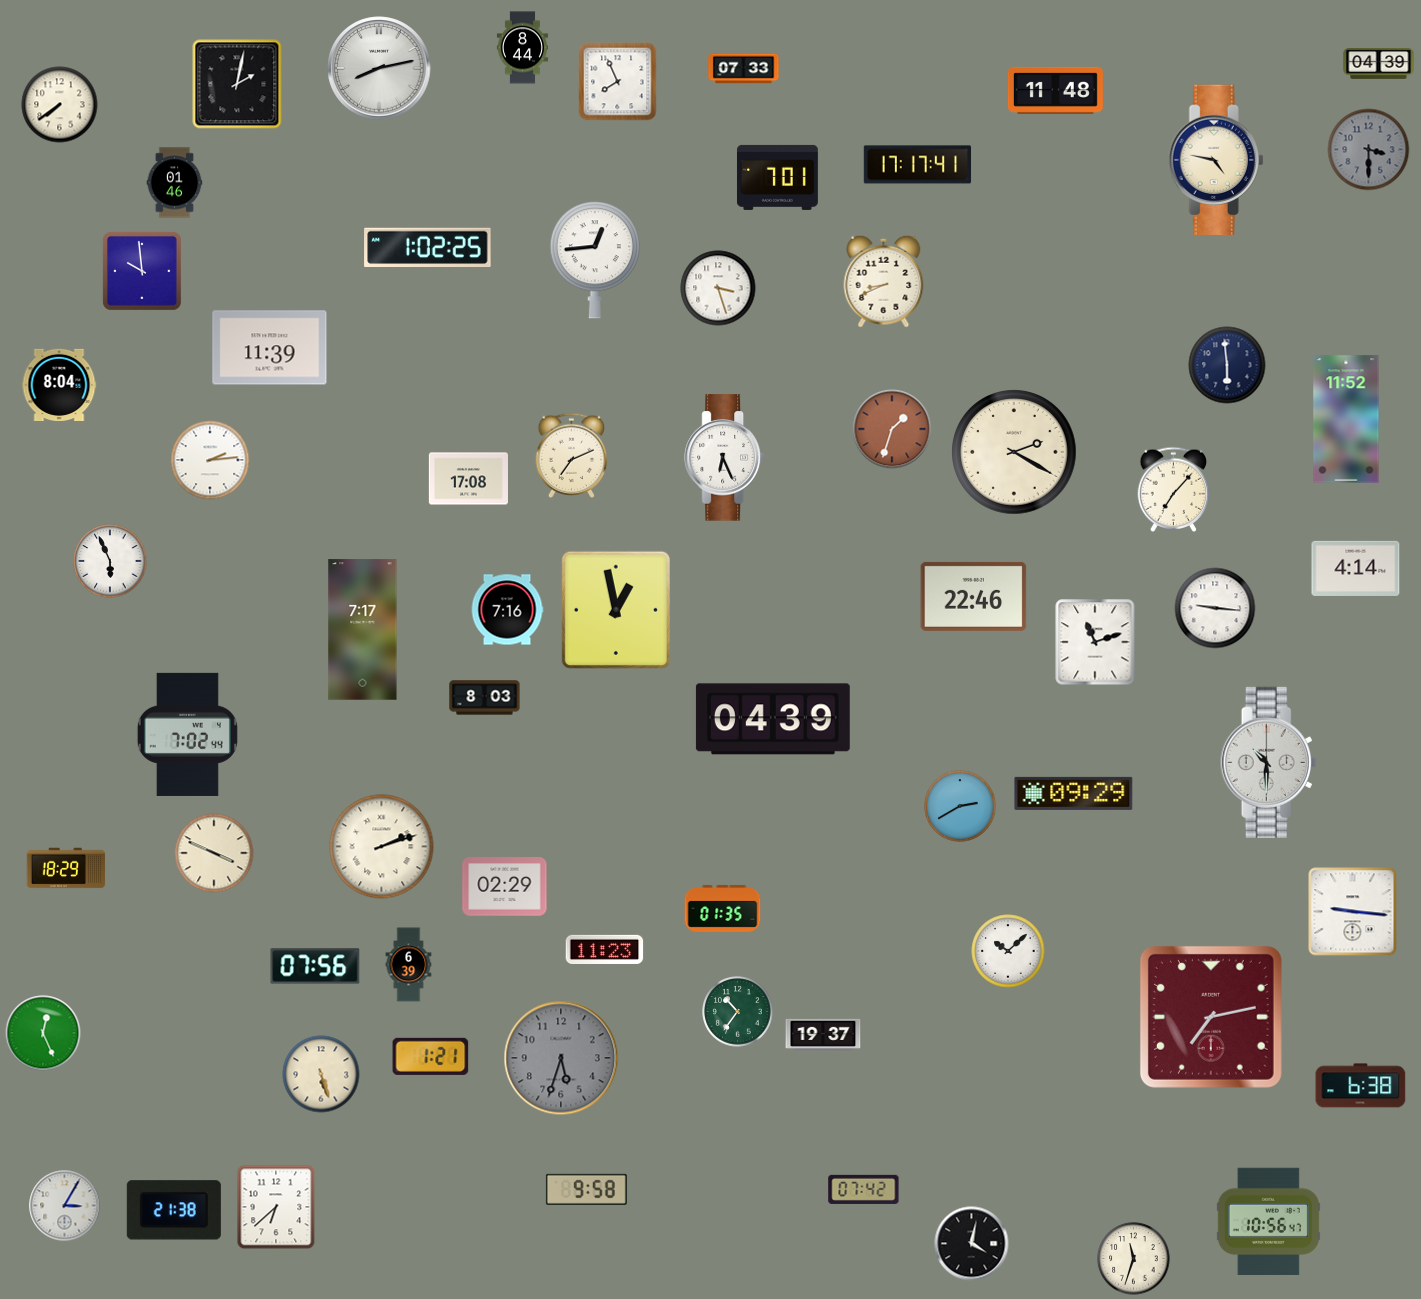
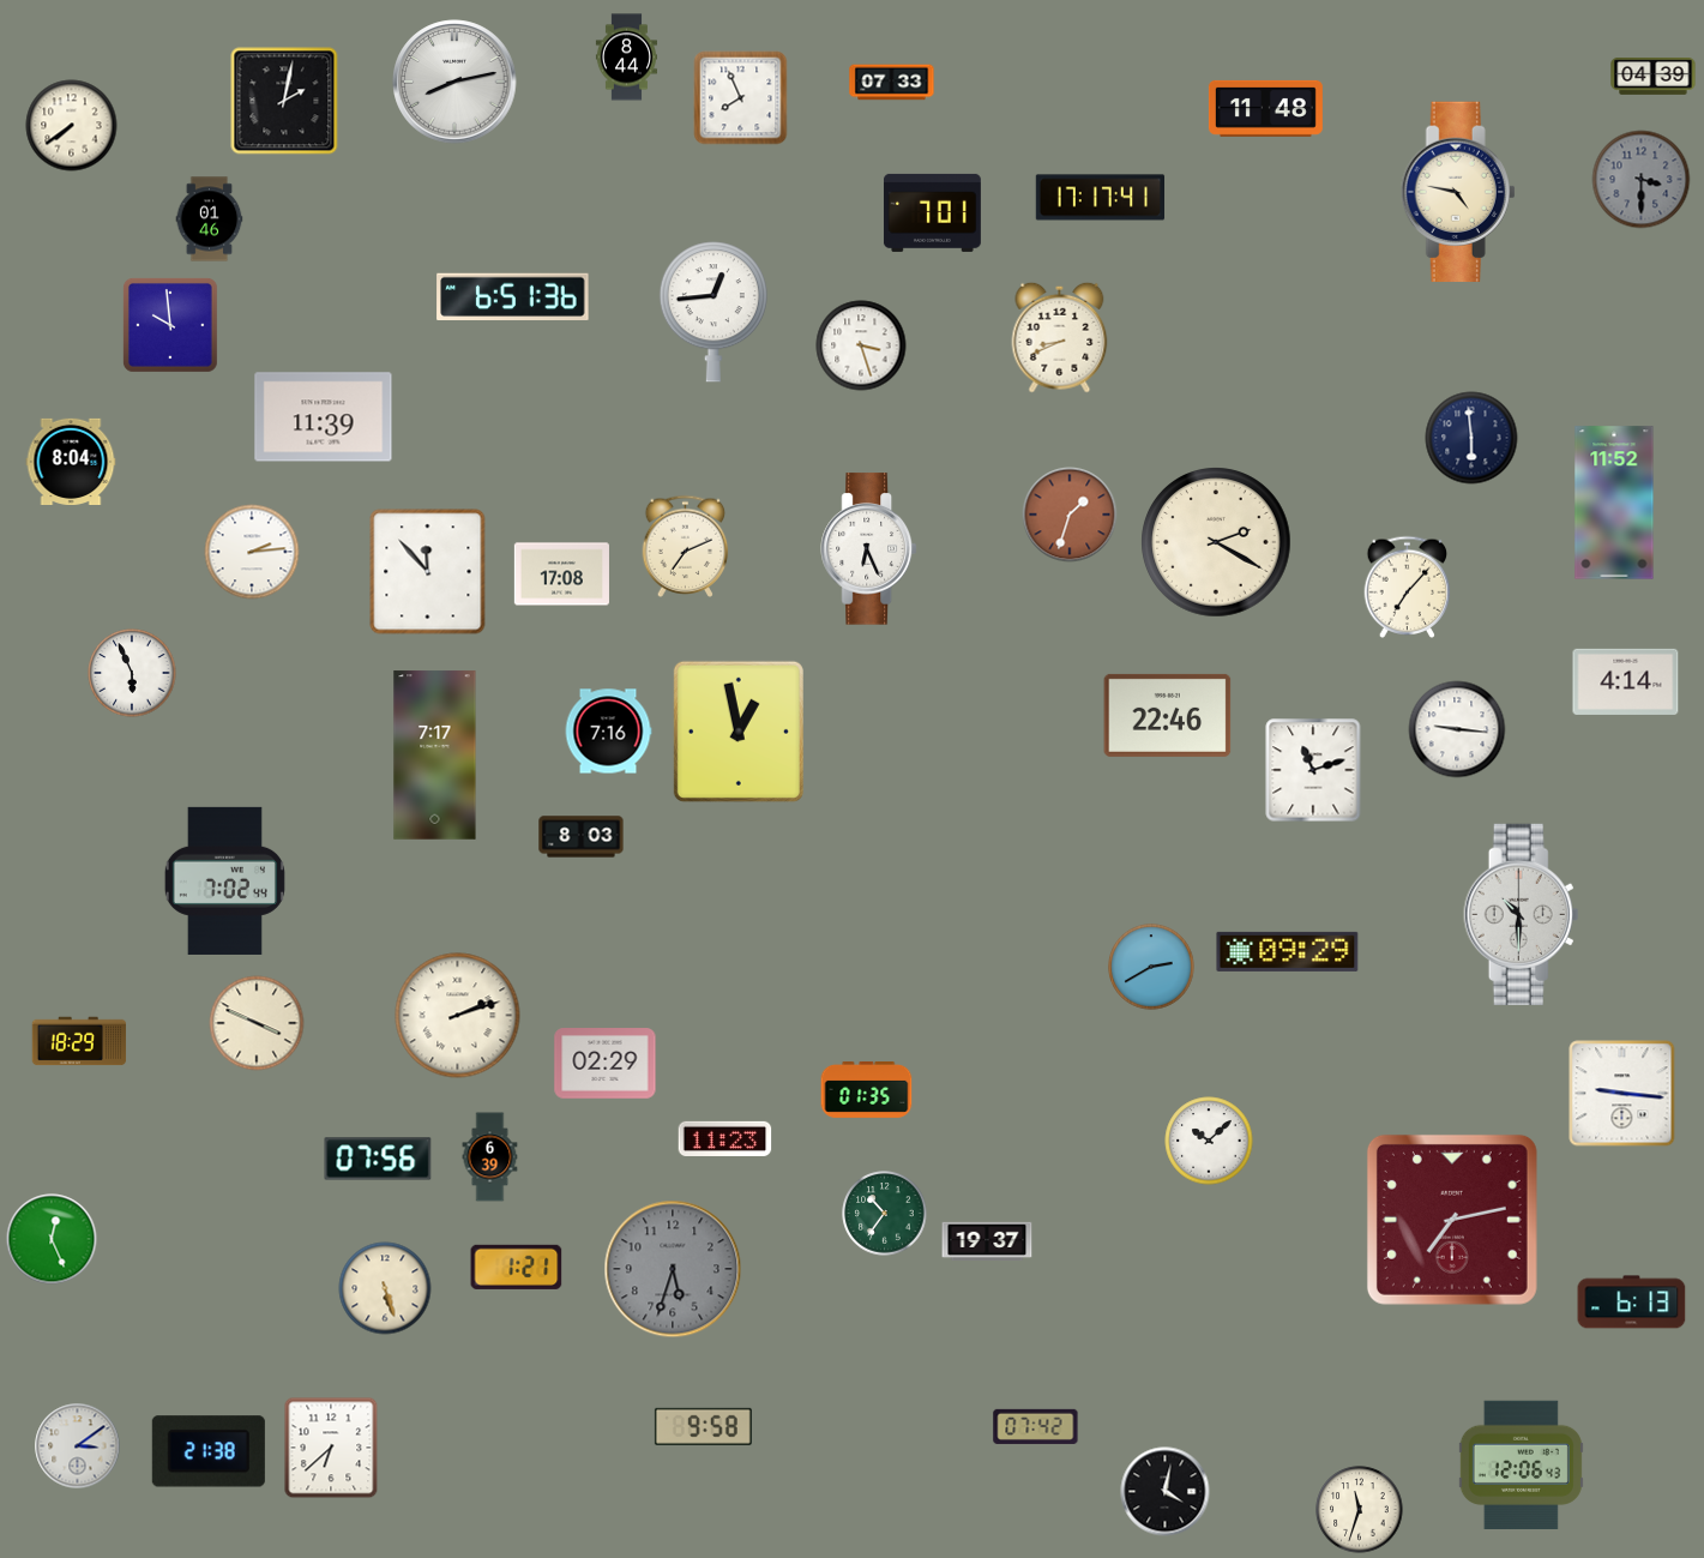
clock at (428, 247): 1:02 -> 6:51
clock at (428, 572): none -> 11:53
clock at (773, 719): 04:39 -> none
clock at (1361, 1086): 6:38 -> 6:13
clock at (65, 1206): 3:05 -> 3:09
clock at (1268, 1221): 10:56 -> 12:06
